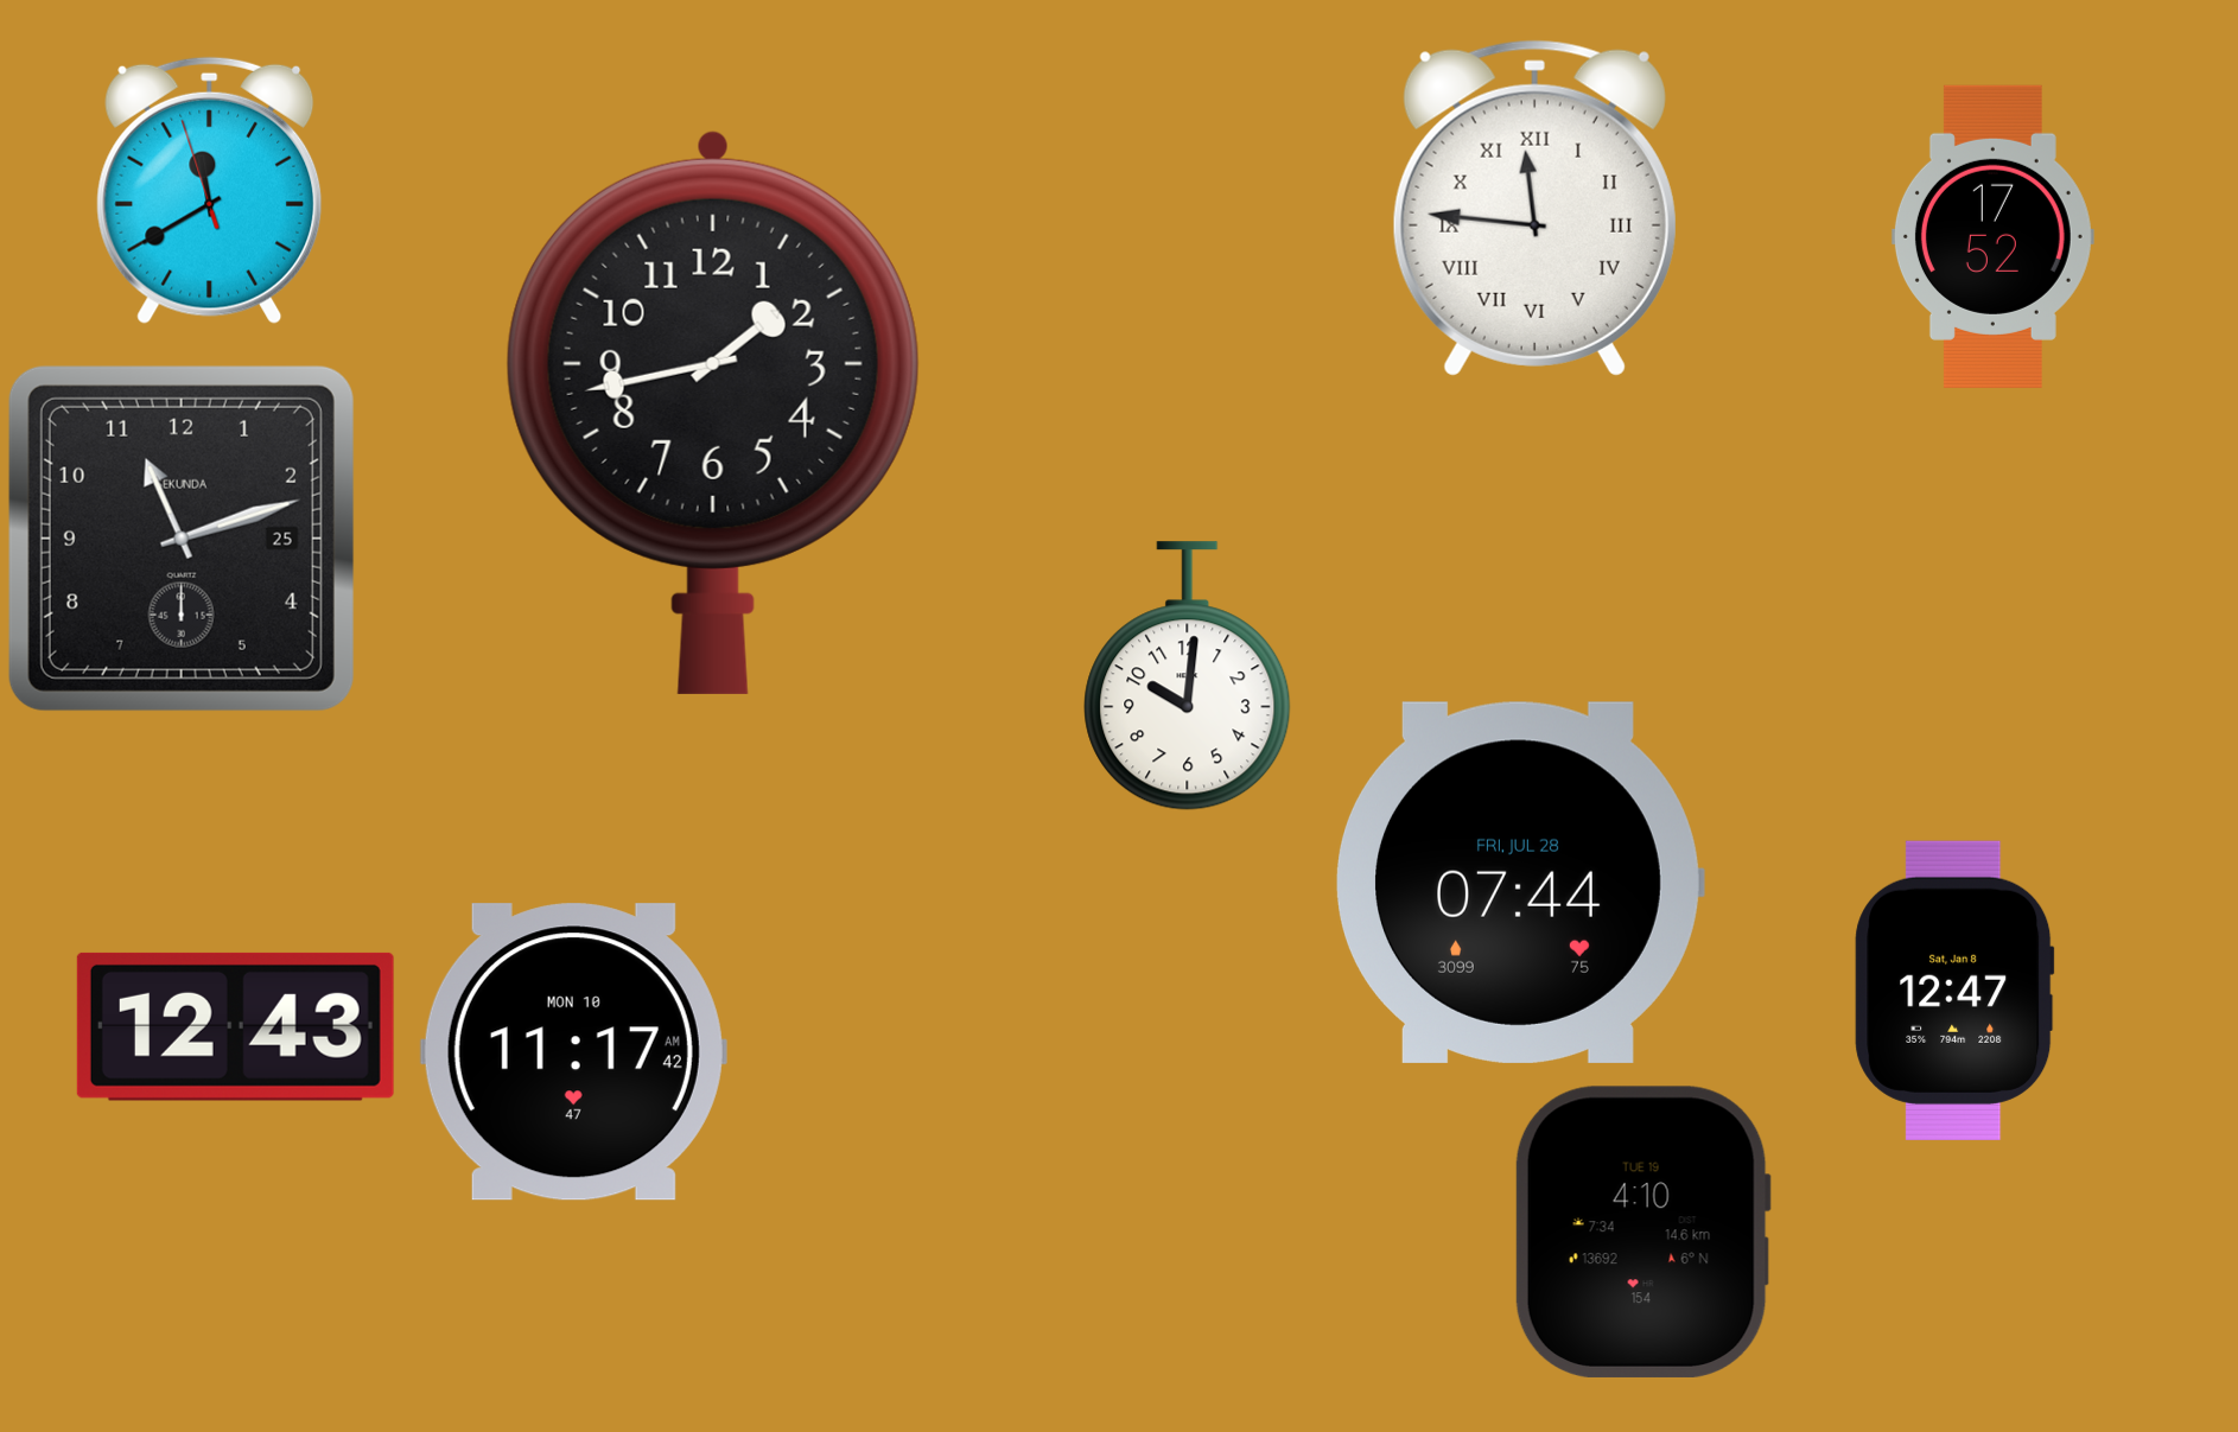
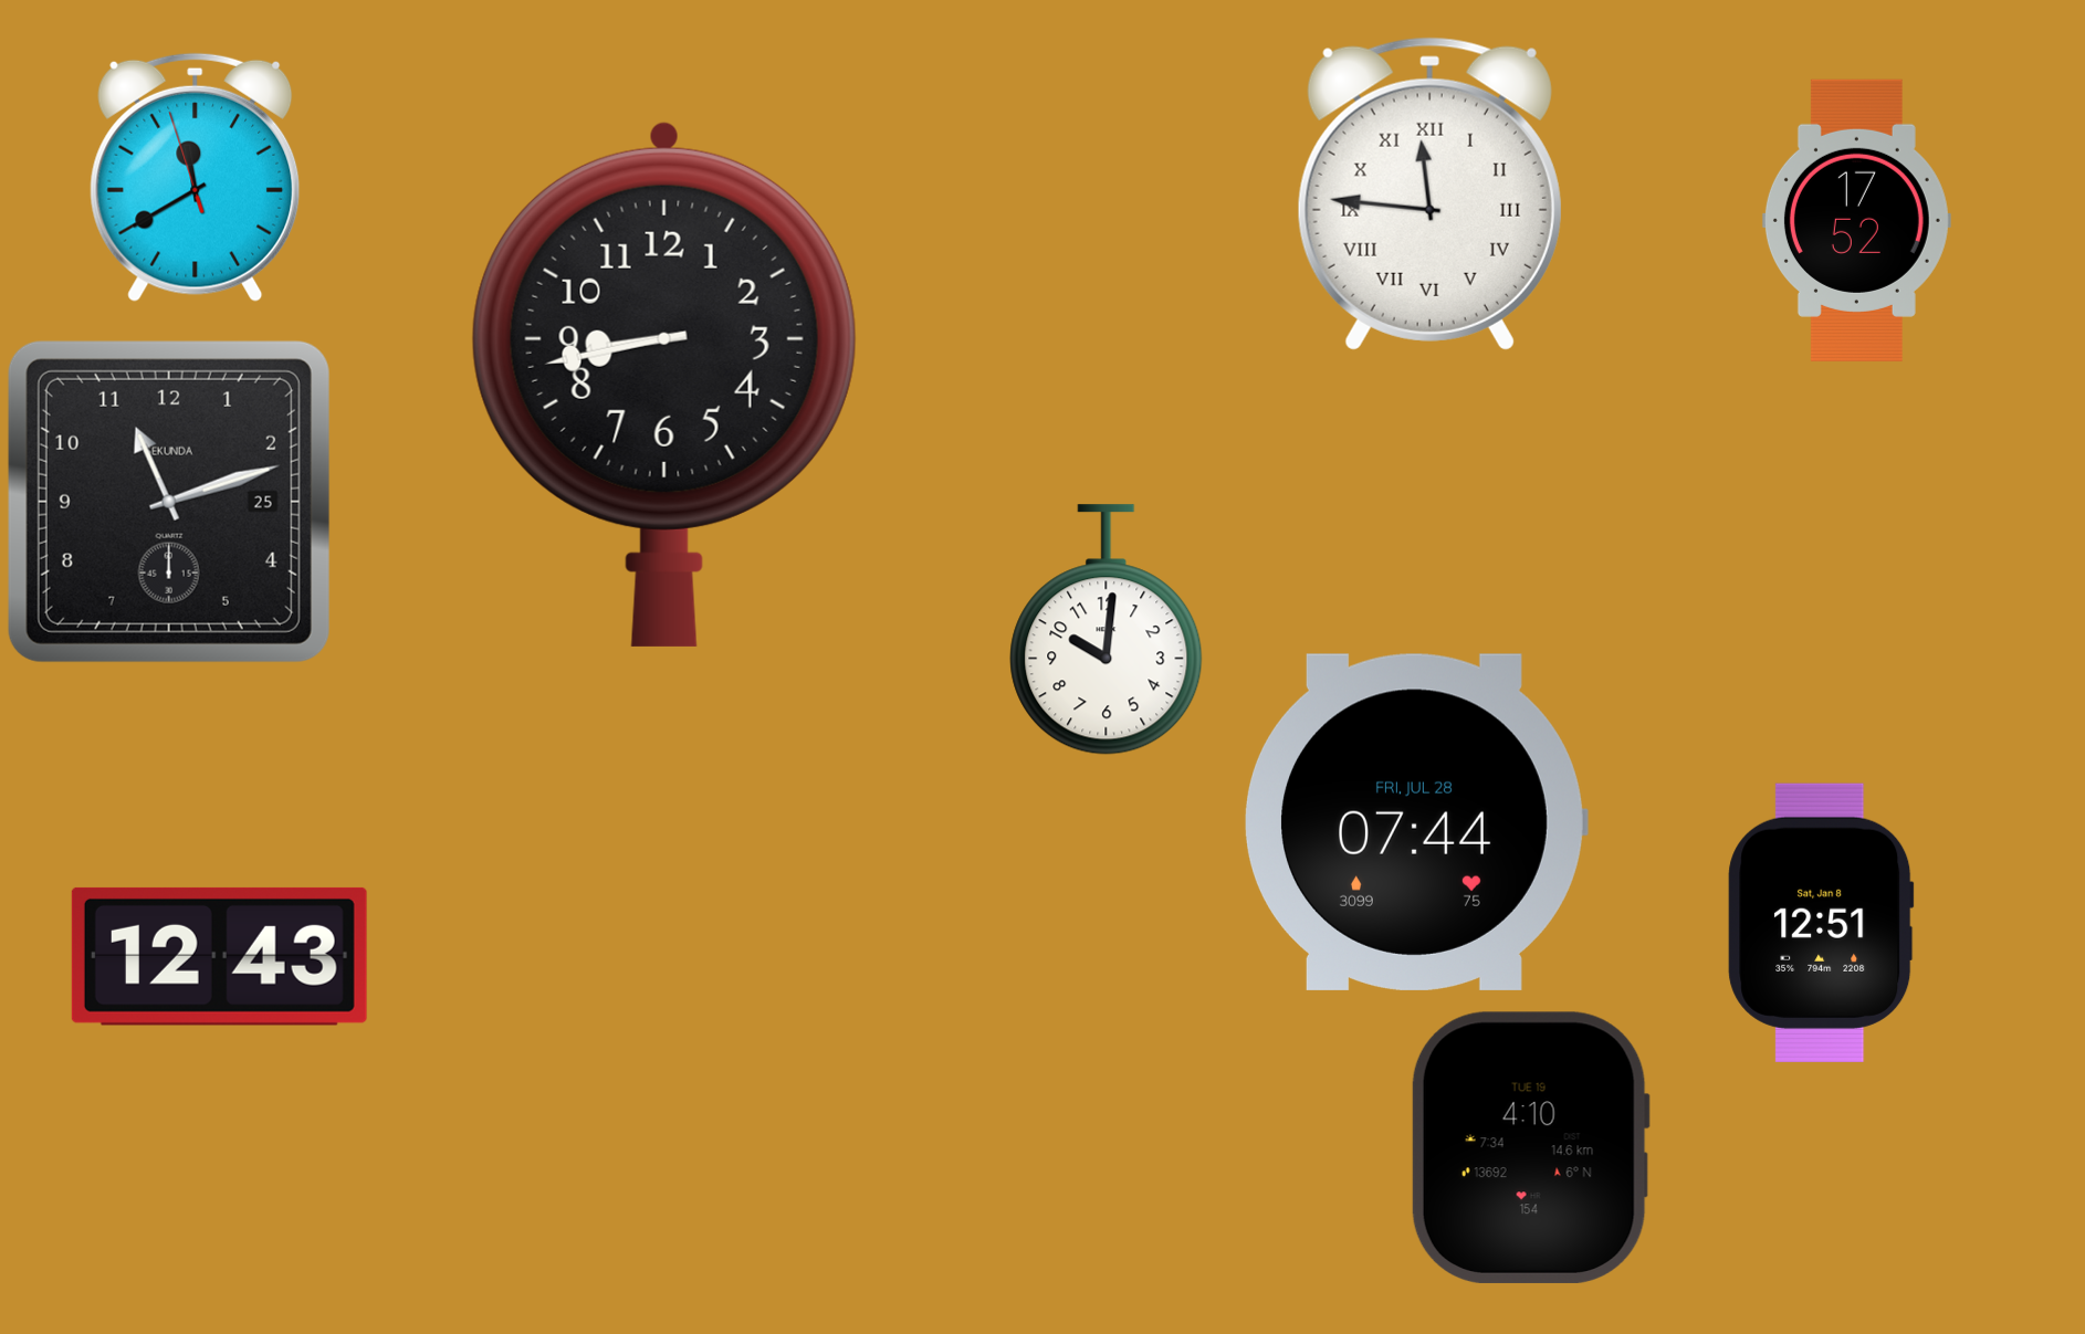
clock at (713, 412): 1:43 -> 8:43
clock at (1954, 991): 12:47 -> 12:51
clock at (573, 1052): 11:17 -> none
